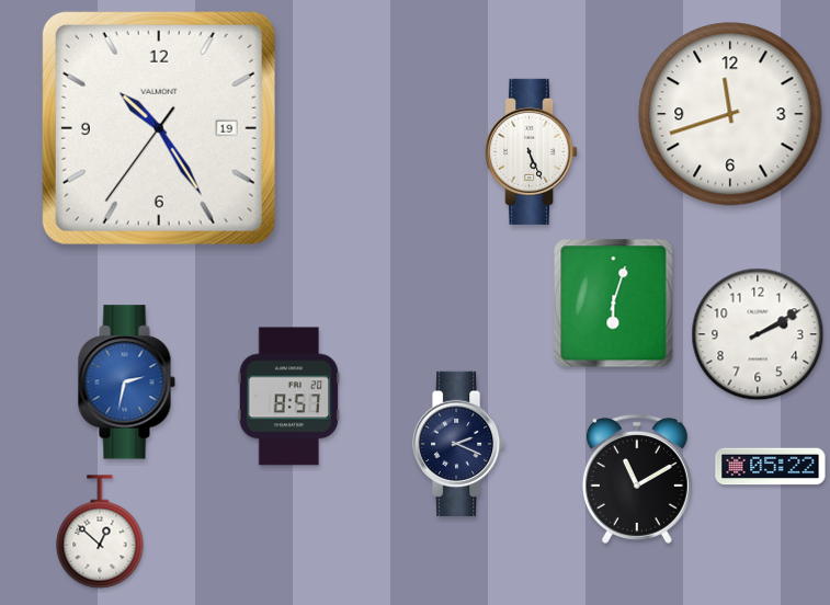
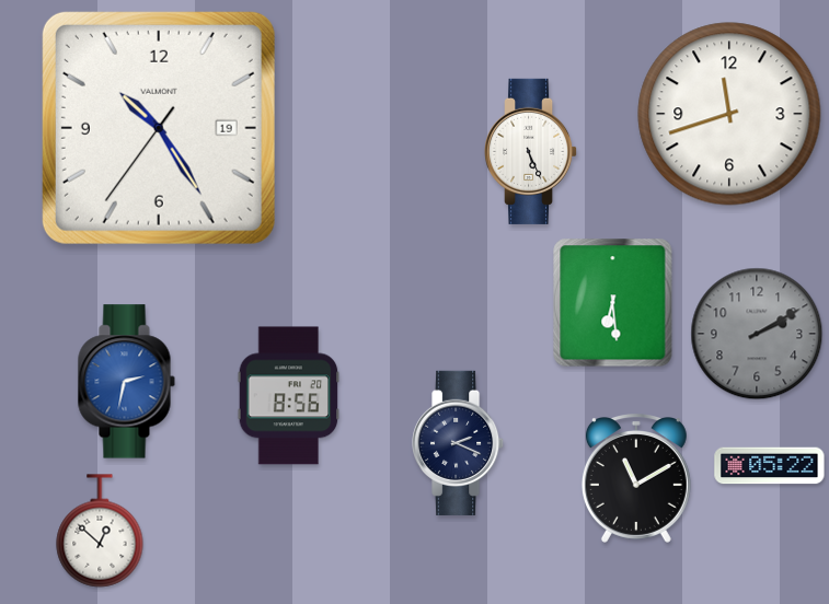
clock at (614, 304): 6:03 -> 6:29
clock at (758, 334) dial: white -> grey
clock at (289, 397): 8:57 -> 8:56
